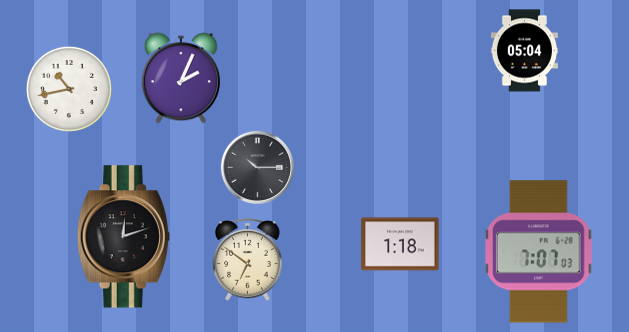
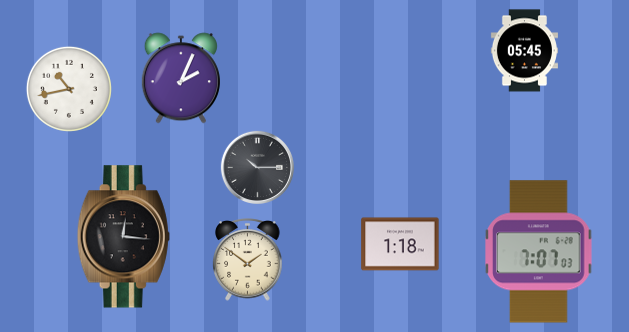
clock at (524, 51): 05:04 -> 05:45
clock at (123, 237): 12:12 -> 12:16
clock at (248, 260): 6:51 -> 1:51
